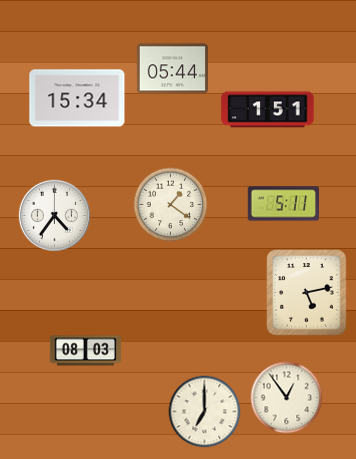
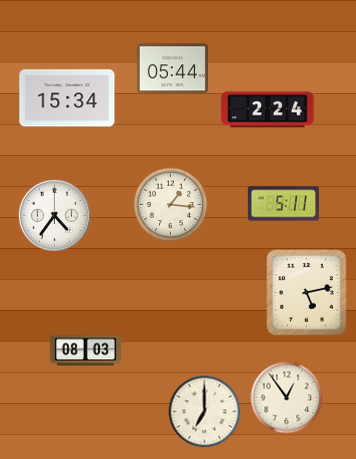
clock at (77, 98) position: (77, 98) -> (67, 98)
clock at (268, 110): 1:51 -> 2:24
clock at (171, 205): 1:21 -> 1:16
